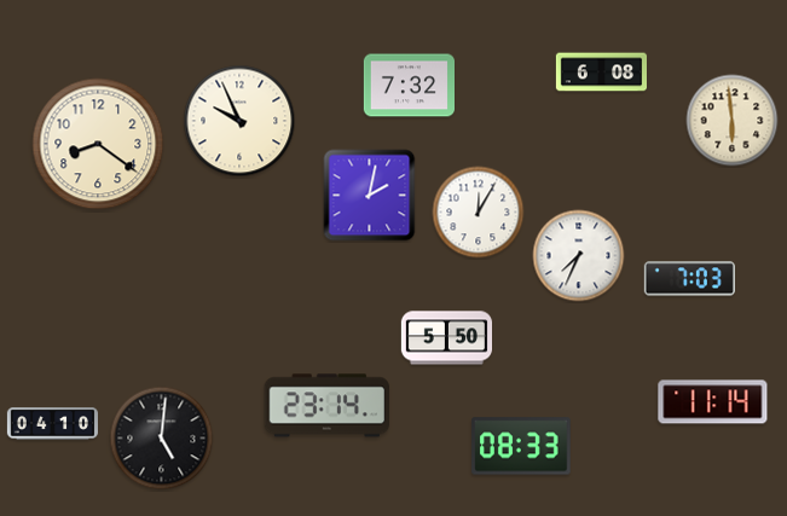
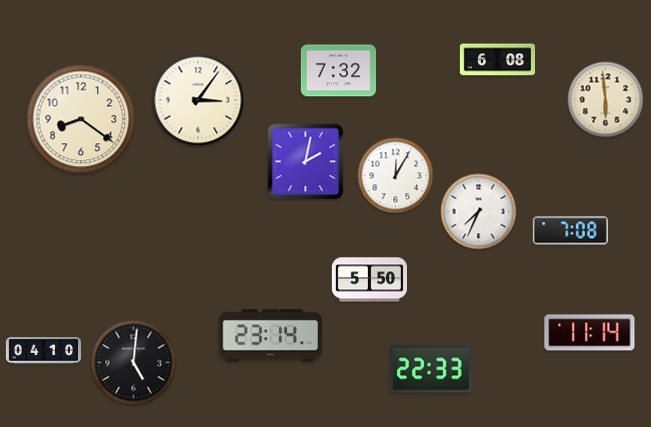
clock at (239, 121): 9:56 -> 3:06
clock at (689, 279): 7:03 -> 7:08
clock at (521, 446): 08:33 -> 22:33
